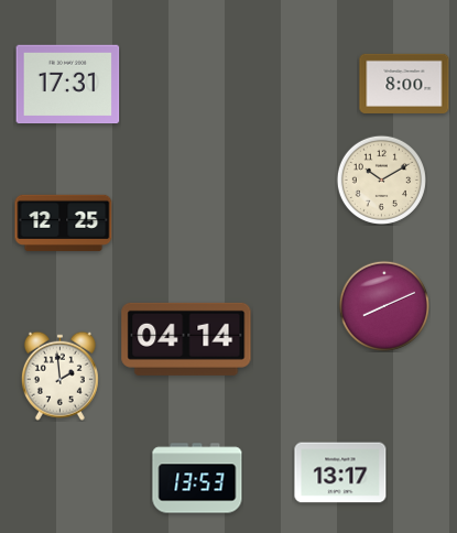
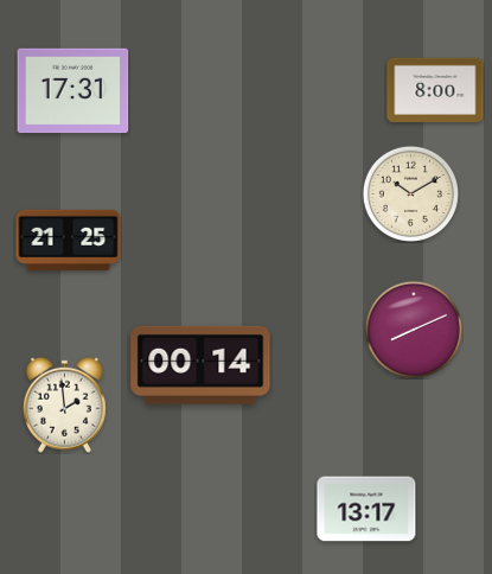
clock at (64, 222): 12:25 -> 21:25
clock at (186, 339): 04:14 -> 00:14
clock at (197, 478): 13:53 -> none
